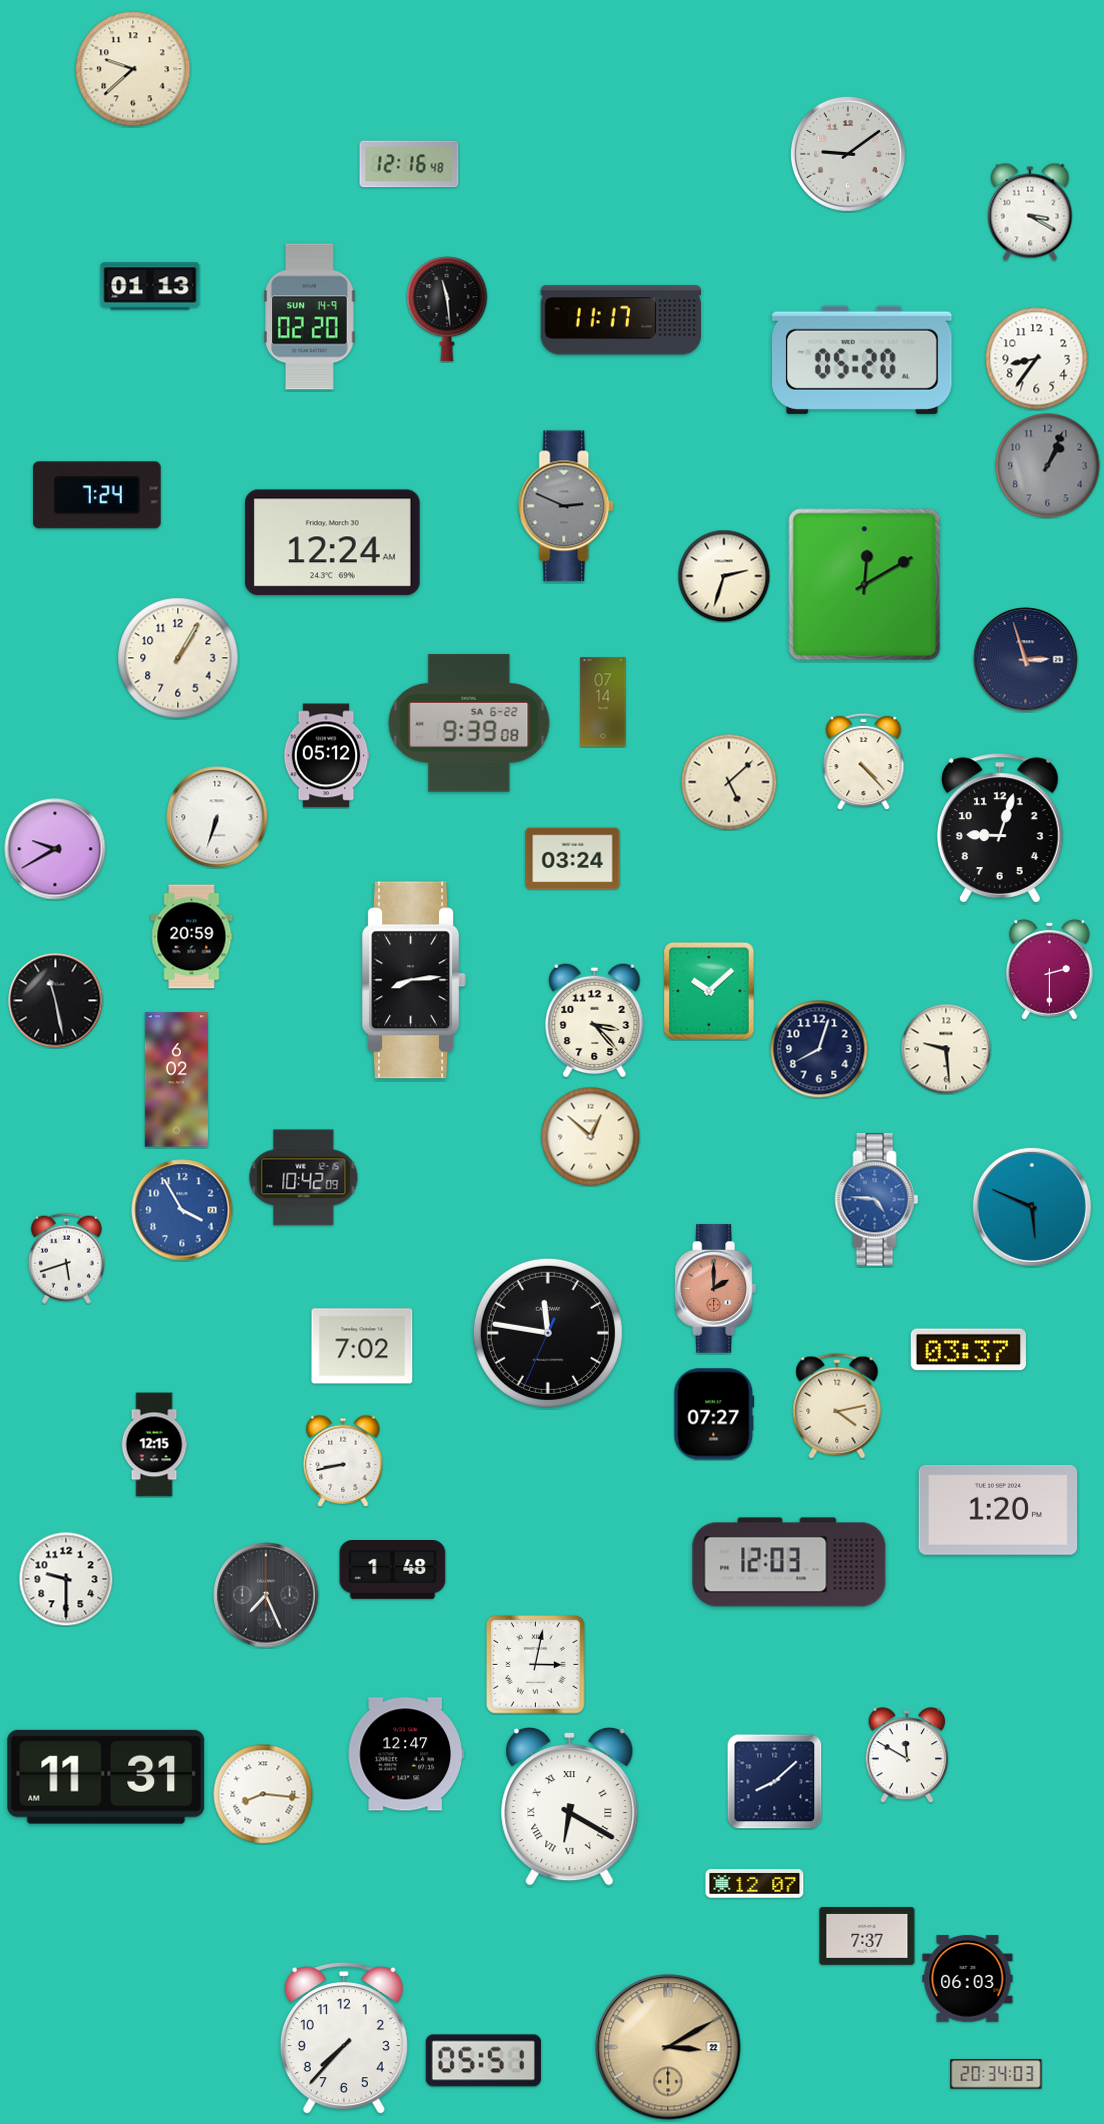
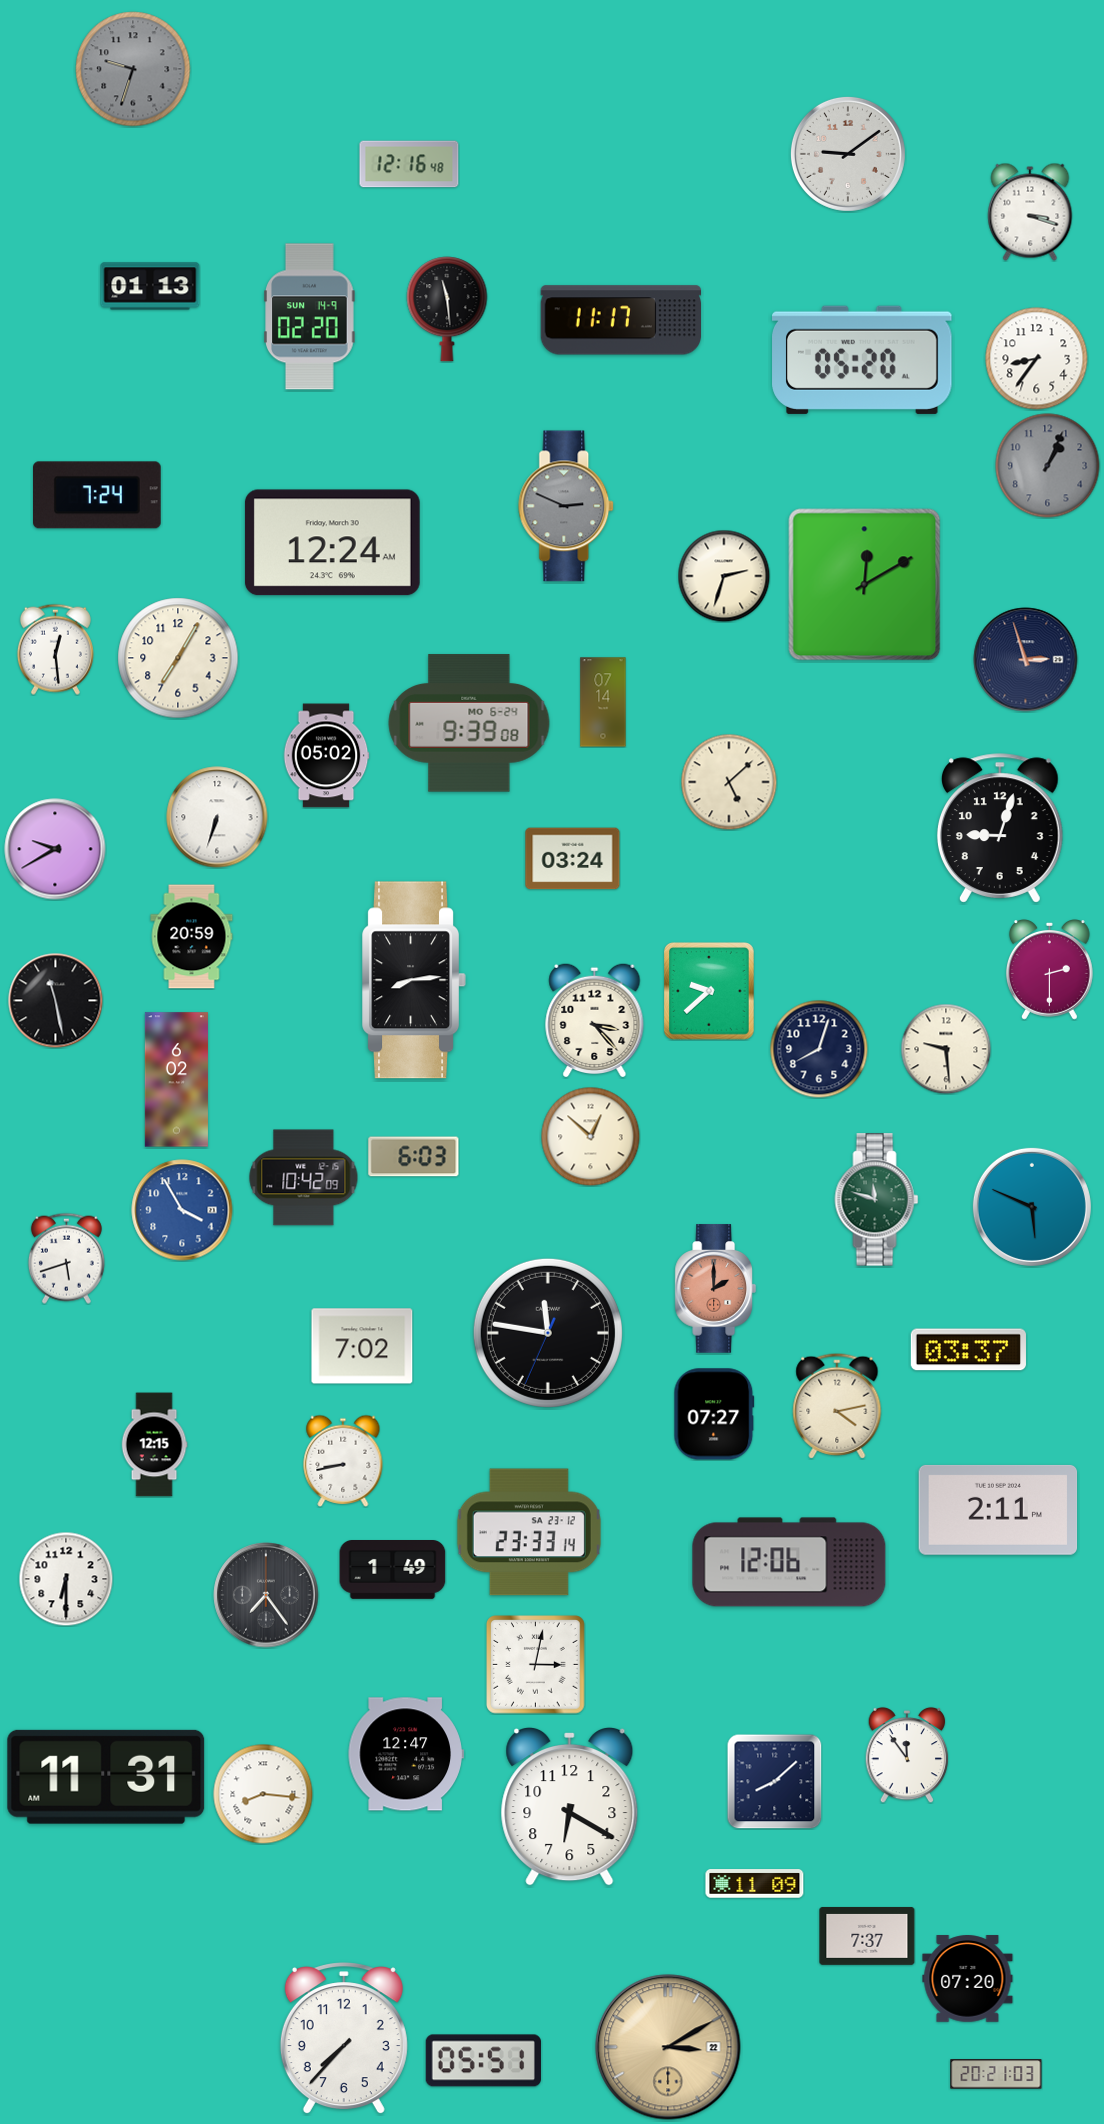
clock at (133, 69): 9:38 -> 9:33
clock at (133, 69) dial: cream -> grey
clock at (1030, 212): 3:20 -> 3:18
clock at (55, 649): none -> 12:29
clock at (178, 658): 1:05 -> 7:05
clock at (469, 723) date: SA 6-22 -> MO 6-24
clock at (326, 756): 05:12 -> 05:02
clock at (864, 761): 4:23 -> none
clock at (710, 992): 10:08 -> 9:38
clock at (414, 1157): none -> 6:03
clock at (877, 1200): 4:46 -> 11:48
clock at (877, 1200) dial: blue -> green
clock at (998, 1510): 1:20 -> 2:11
clock at (529, 1532): none -> 23:33
clock at (789, 1562): 12:03 -> 12:06
clock at (393, 1570): 1:48 -> 1:49
clock at (66, 1579): 9:30 -> 6:30
clock at (266, 1595): 7:26 -> 7:24
clock at (907, 1755): 11:50 -> 11:54
clock at (570, 1807) numerals: Roman -> Arabic
clock at (755, 1884): 12:07 -> 11:09
clock at (968, 1979): 06:03 -> 07:20
clock at (996, 2074): 20:34 -> 20:21
